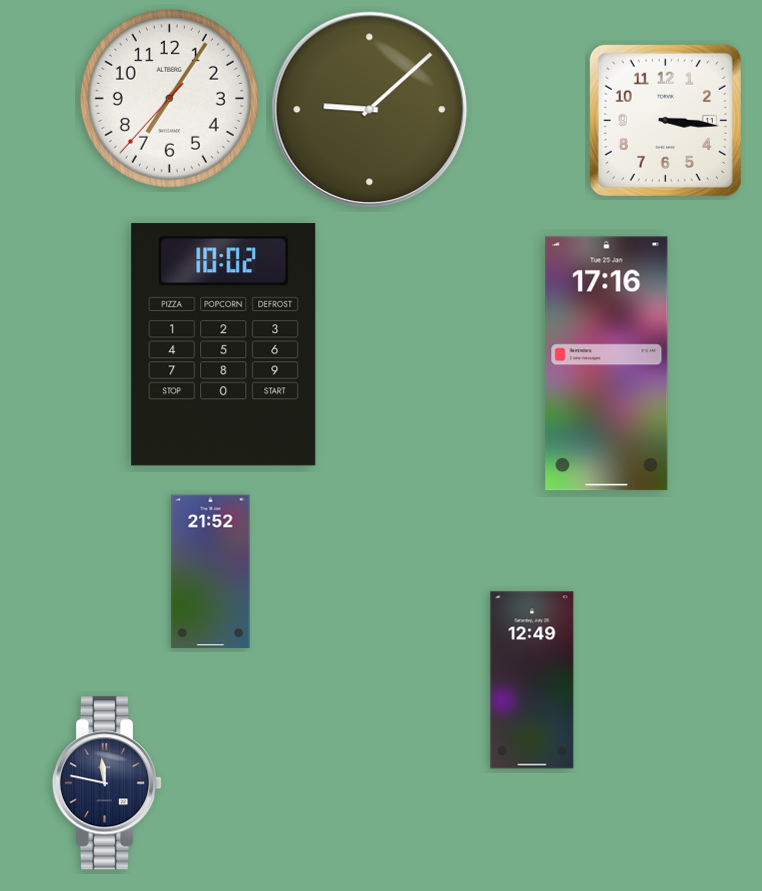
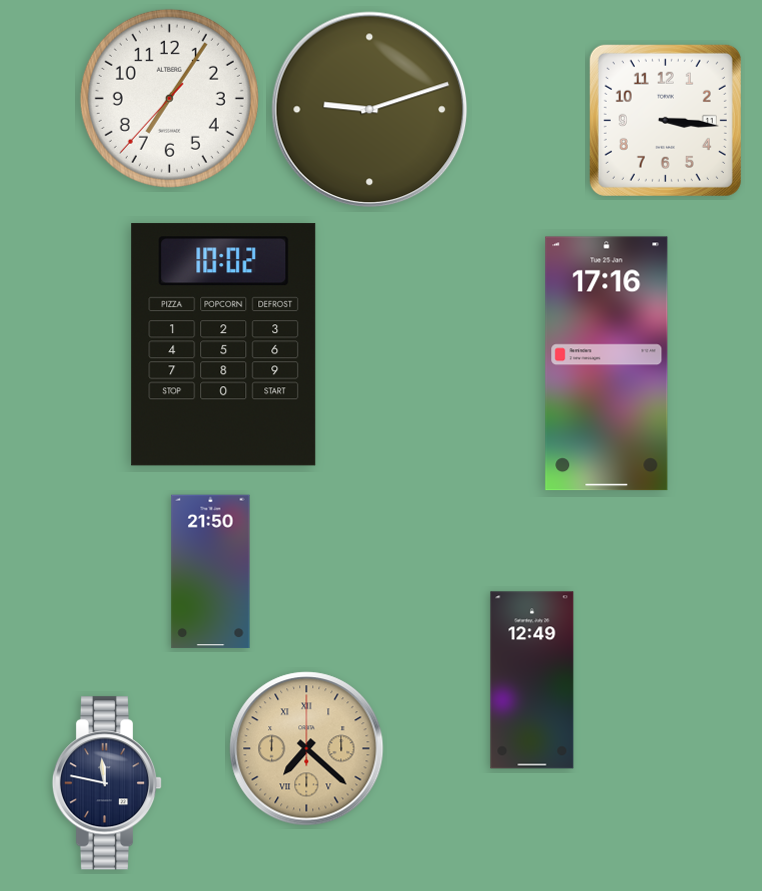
clock at (370, 110): 9:08 -> 9:12
clock at (211, 572): 21:52 -> 21:50
clock at (307, 749): none -> 7:22
